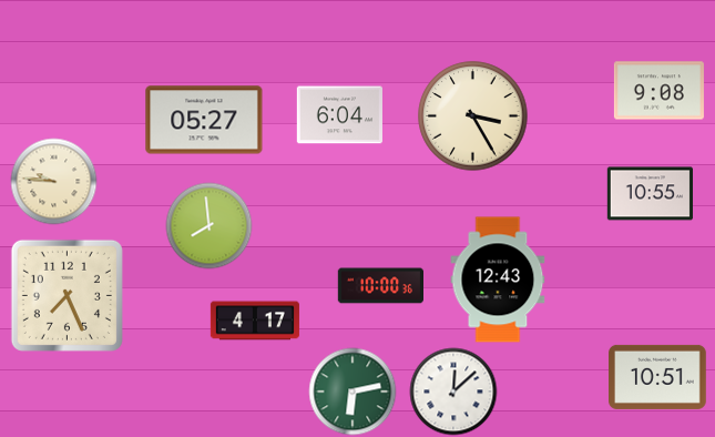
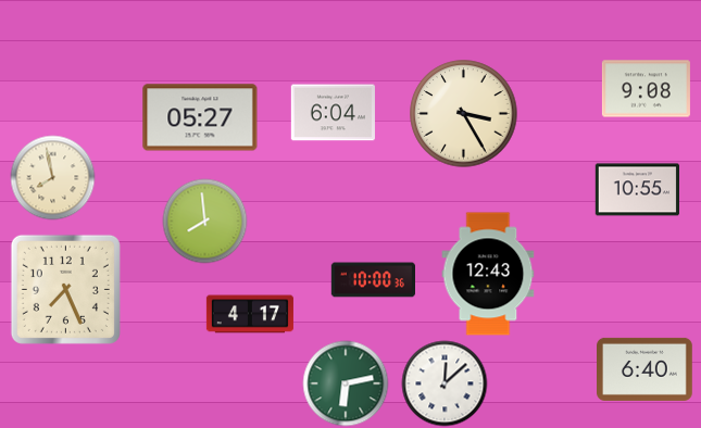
clock at (53, 181): 9:46 -> 7:58
clock at (658, 377): 10:51 -> 6:40
